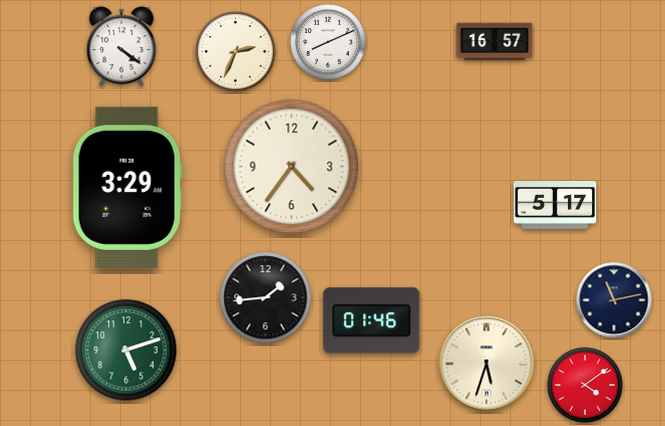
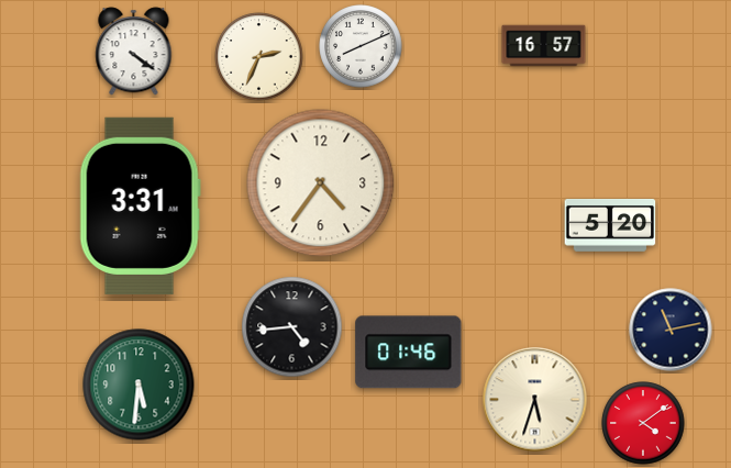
clock at (127, 187): 3:29 -> 3:31
clock at (555, 205): 5:17 -> 5:20
clock at (266, 298): 1:44 -> 4:44
clock at (614, 300) position: (614, 300) -> (671, 330)
clock at (126, 350): 5:12 -> 5:31
